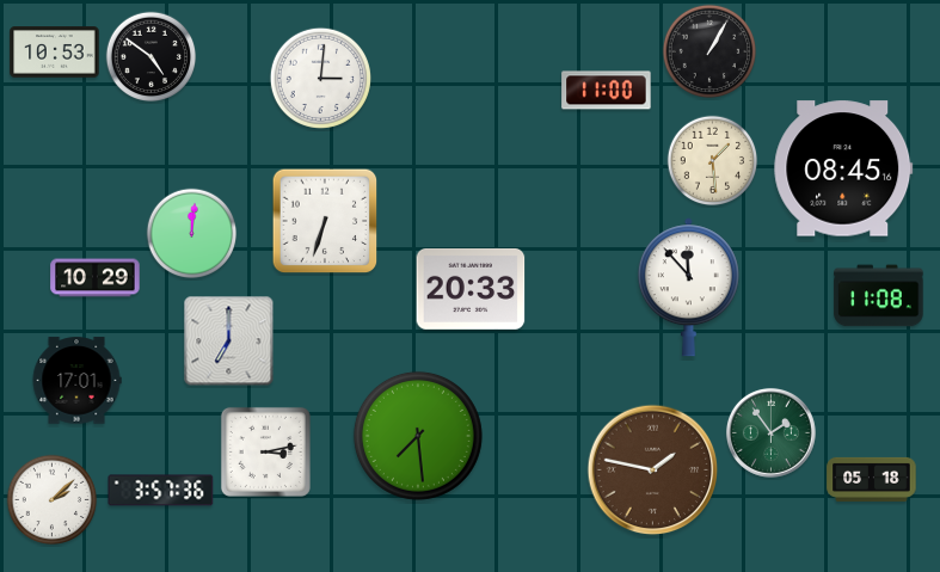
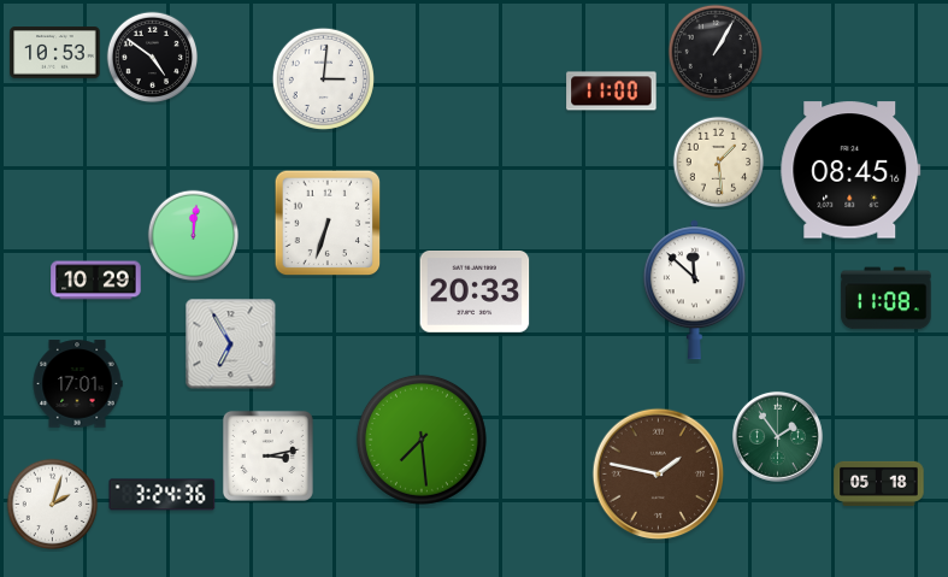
clock at (688, 288): 11:53 -> 11:52
clock at (229, 342): 7:00 -> 6:55
clock at (161, 491): 3:57 -> 3:24
clock at (53, 500): 2:08 -> 2:03
